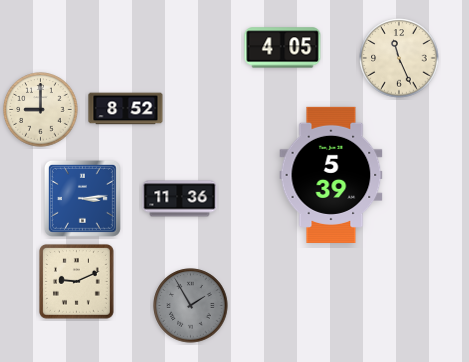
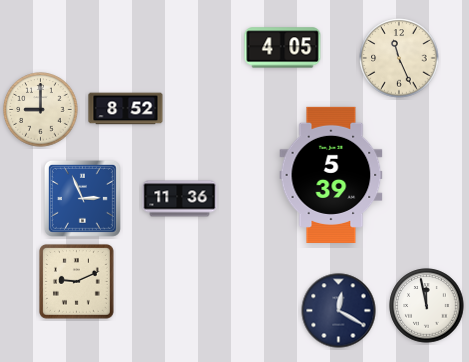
clock at (82, 198): 3:14 -> 2:56
clock at (191, 306): 1:55 -> none
clock at (427, 306): none -> 11:58
clock at (339, 311): none -> 12:20
